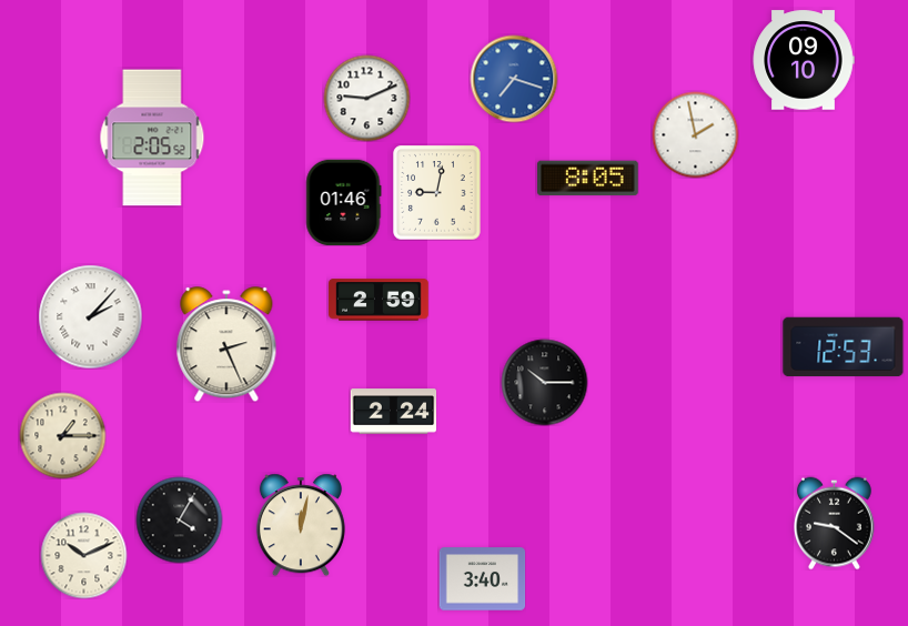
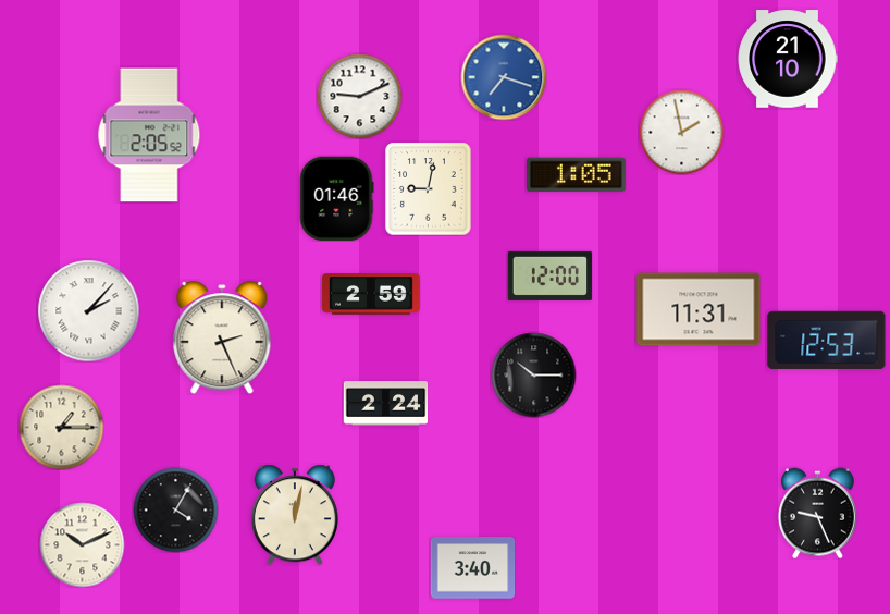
clock at (804, 60): 09:10 -> 21:10
clock at (588, 179): 8:05 -> 1:05
clock at (549, 275): none -> 12:00
clock at (699, 309): none -> 11:31
clock at (835, 523): 9:21 -> 9:26
